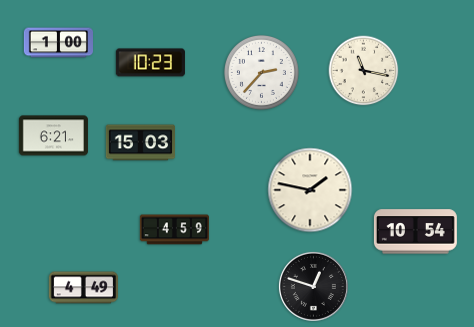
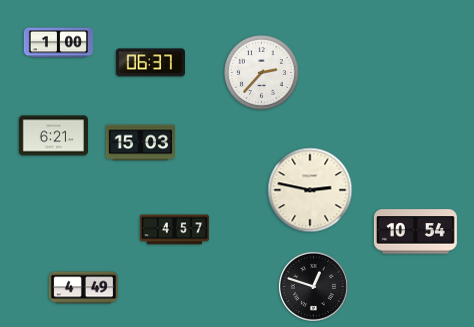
clock at (150, 63): 10:23 -> 06:37
clock at (364, 71): 11:17 -> none
clock at (310, 190): 1:47 -> 2:47
clock at (174, 230): 4:59 -> 4:57
